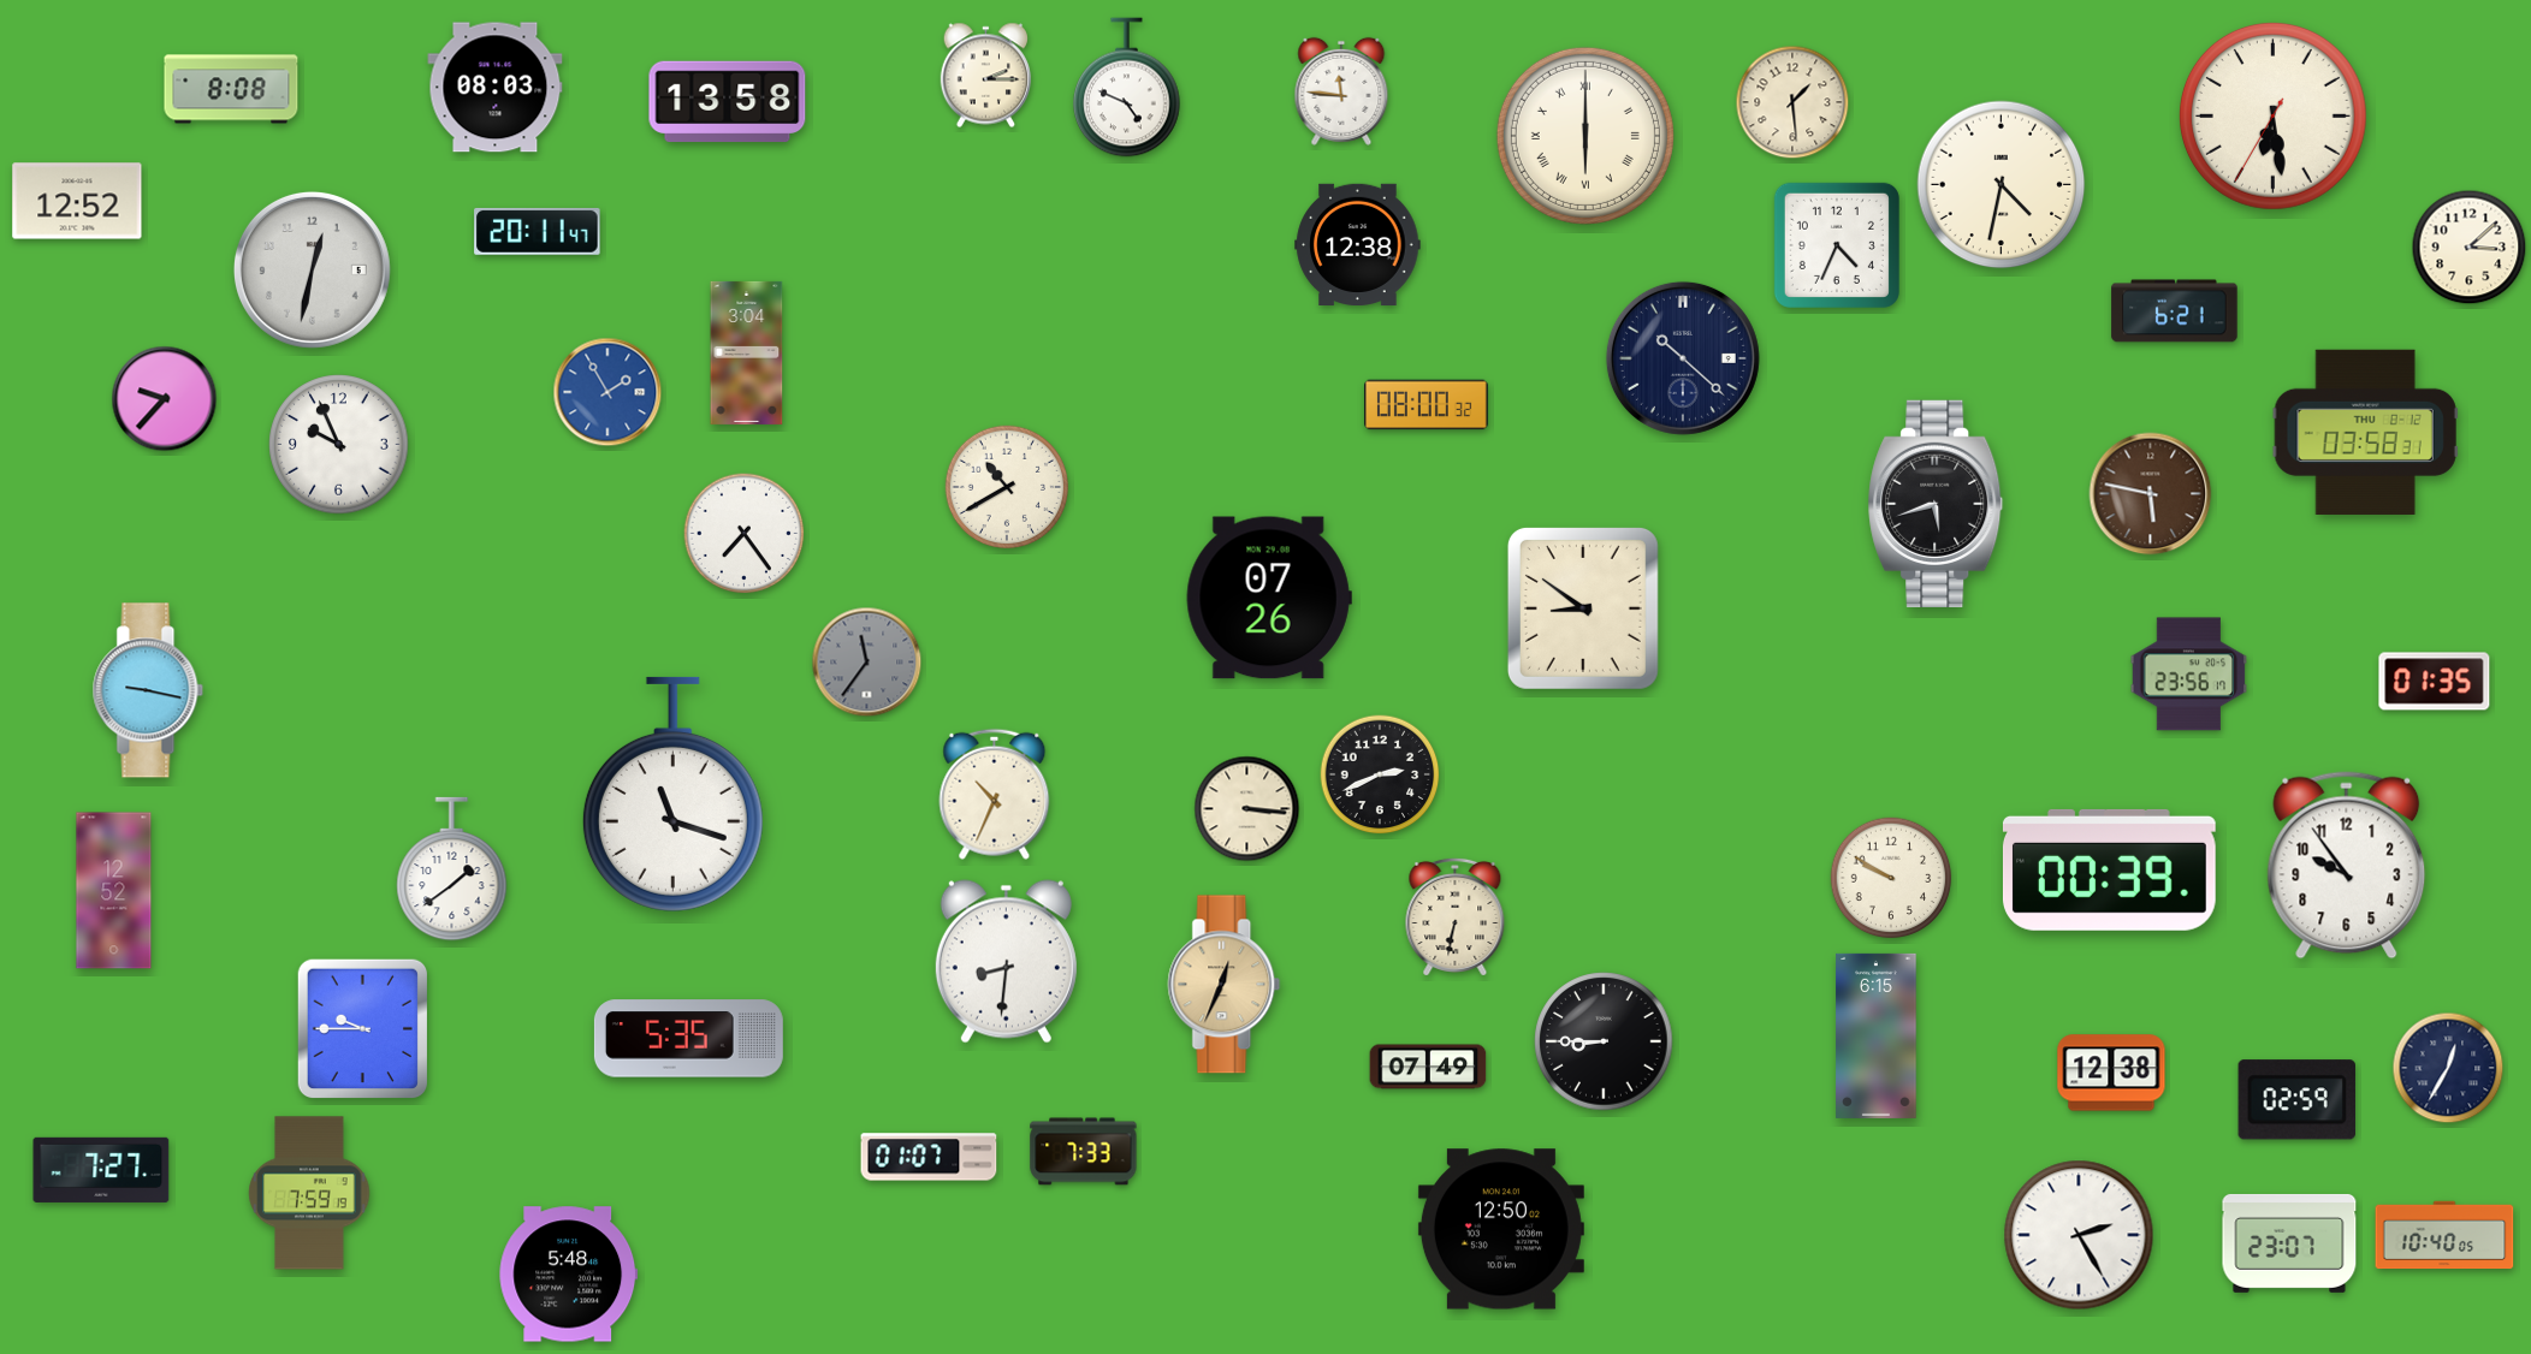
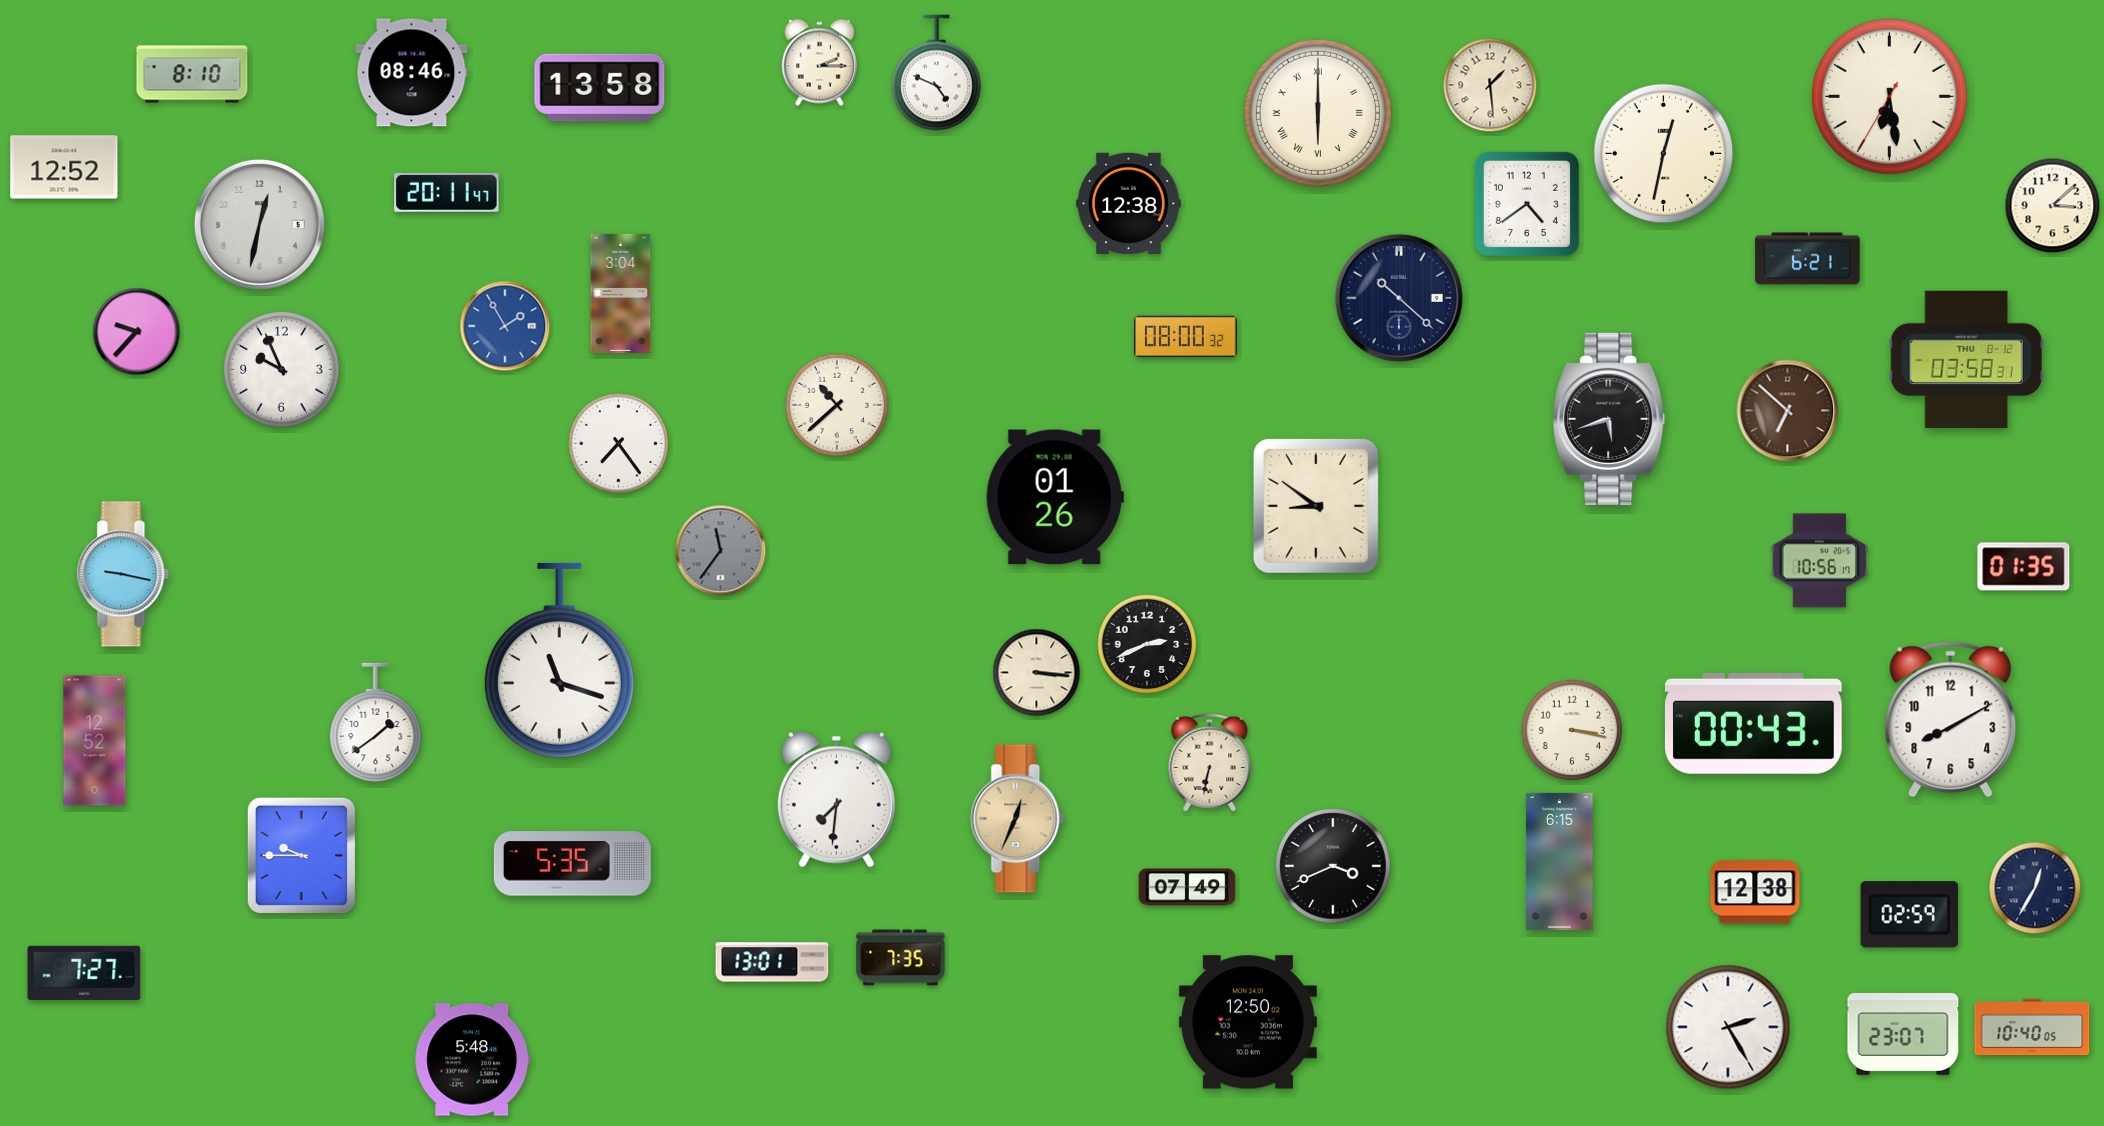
clock at (496, 88): 08:03 -> 08:46
clock at (231, 89): 8:08 -> 8:10
clock at (1341, 91): 11:46 -> none
clock at (728, 102) position: (728, 102) -> (600, 88)
clock at (2002, 185): 4:32 -> 12:32
clock at (1837, 245): 4:34 -> 4:39
clock at (1006, 486): 10:40 -> 10:38
clock at (2151, 494): 5:47 -> 6:52
clock at (1269, 598): 07:26 -> 01:26
clock at (2189, 675): 23:56 -> 10:56
clock at (995, 794): 10:34 -> none
clock at (2347, 866): 9:54 -> 8:10
clock at (2109, 869): 00:39 -> 00:43
clock at (1891, 878): 9:50 -> 3:17
clock at (1006, 962): 8:31 -> 7:31
clock at (1604, 1041): 8:45 -> 3:41
clock at (1084, 1152): 7:33 -> 7:35
clock at (929, 1157): 01:07 -> 13:01
clock at (309, 1193): 7:59 -> none
